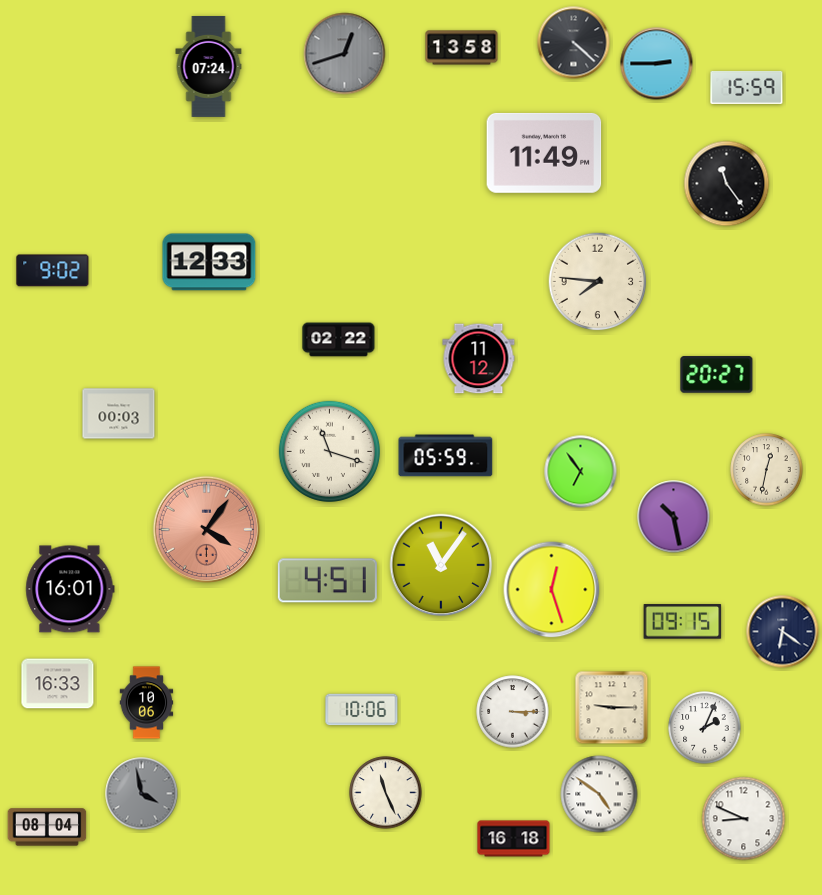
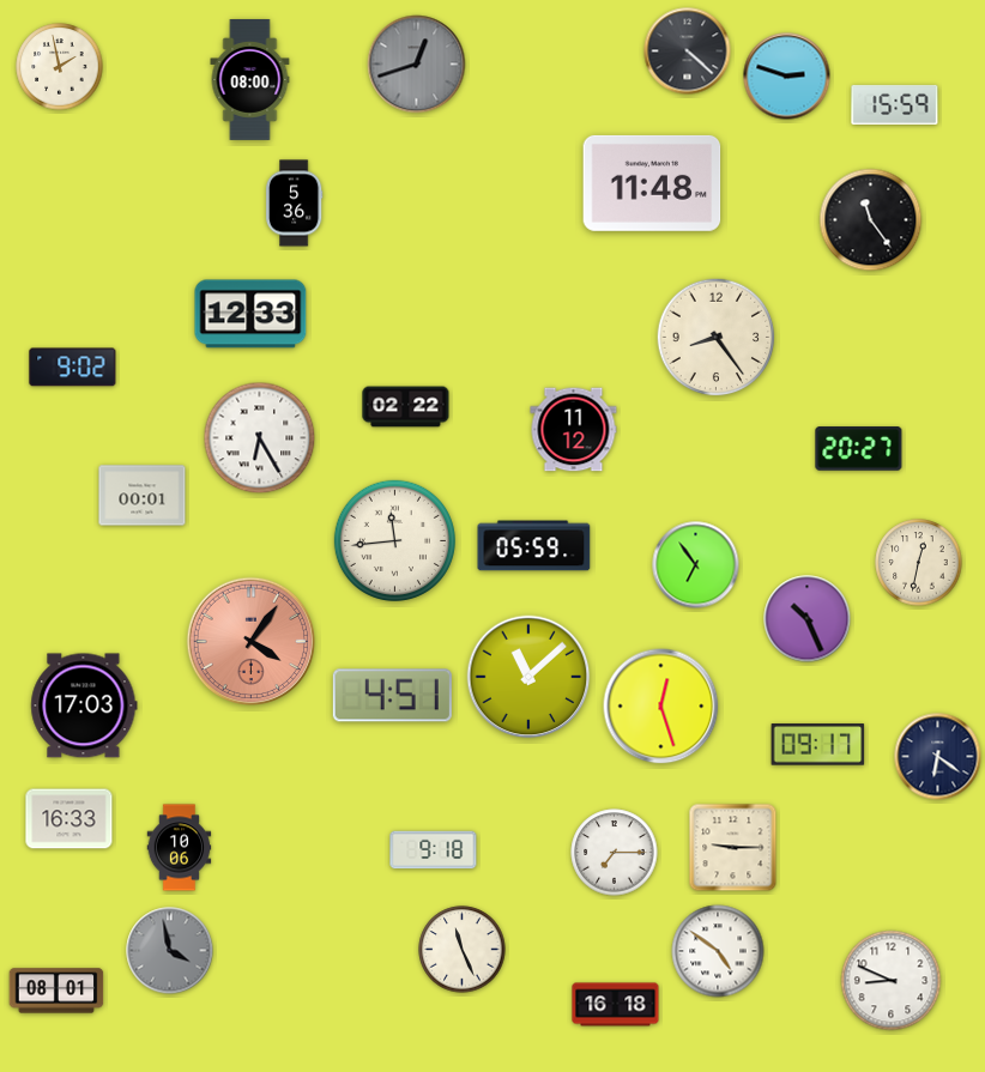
clock at (462, 48): 13:58 -> none
clock at (345, 54) position: (345, 54) -> (417, 65)
clock at (60, 67): none -> 1:58
clock at (657, 64): 2:45 -> 2:48
clock at (209, 66): 07:24 -> 08:00
clock at (544, 153): 11:49 -> 11:48
clock at (294, 204): none -> 5:36
clock at (53, 271) position: (53, 271) -> (73, 368)
clock at (598, 282): 7:46 -> 8:24
clock at (260, 438): none -> 6:25
clock at (119, 414): 00:03 -> 00:01
clock at (329, 451): 11:18 -> 11:44
clock at (674, 517): 10:28 -> 10:26
clock at (207, 530) position: (207, 530) -> (252, 642)
clock at (441, 565): 11:06 -> 11:08
clock at (70, 589): 16:01 -> 17:03
clock at (683, 622): 09:15 -> 09:17
clock at (147, 703) position: (147, 703) -> (180, 848)
clock at (362, 710): 10:06 -> 9:18
clock at (513, 712): 3:15 -> 7:15
clock at (705, 728): 2:04 -> none
clock at (47, 827): 08:04 -> 08:01
